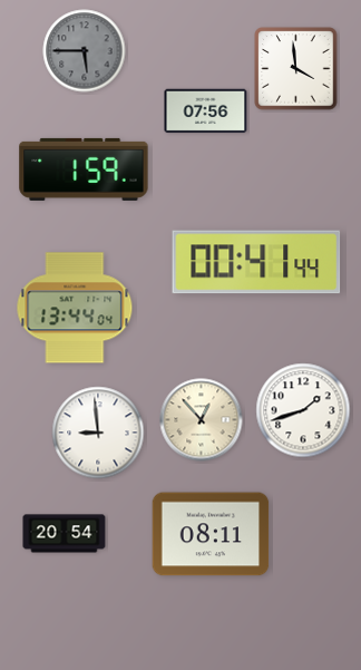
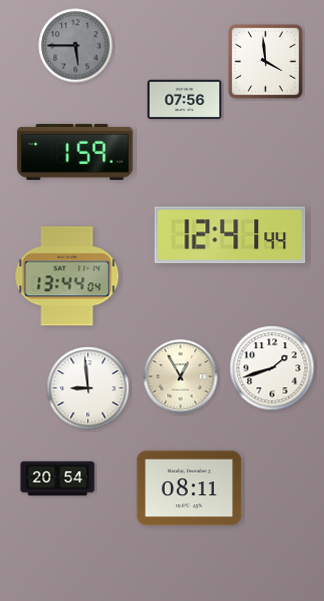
clock at (256, 262): 00:41 -> 12:41
clock at (202, 420): 12:53 -> 12:55
clock at (211, 534) position: (211, 534) -> (189, 488)
